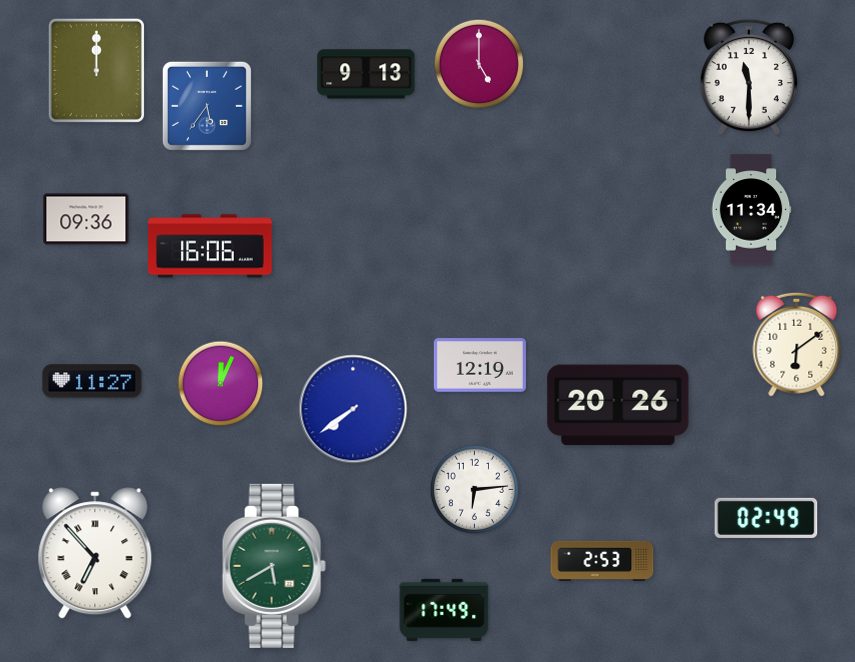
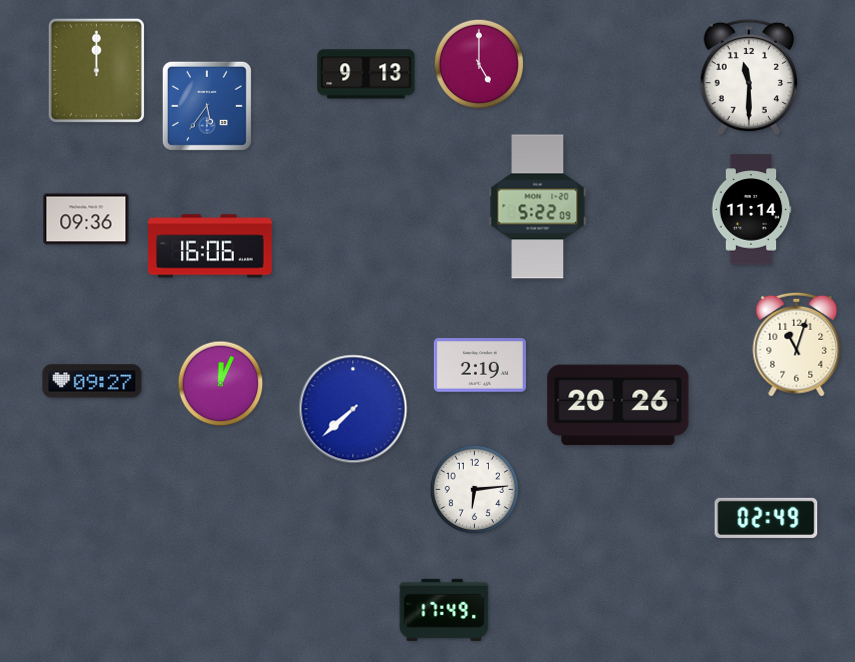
clock at (538, 207): none -> 5:22
clock at (751, 210): 11:34 -> 11:14
clock at (797, 344): 6:09 -> 11:03
clock at (480, 365): 12:19 -> 2:19
clock at (92, 381): 11:27 -> 09:27
clock at (353, 409): 7:39 -> 7:38
clock at (95, 553): 6:53 -> none
clock at (602, 561): 2:53 -> none
clock at (274, 566): 5:40 -> none
